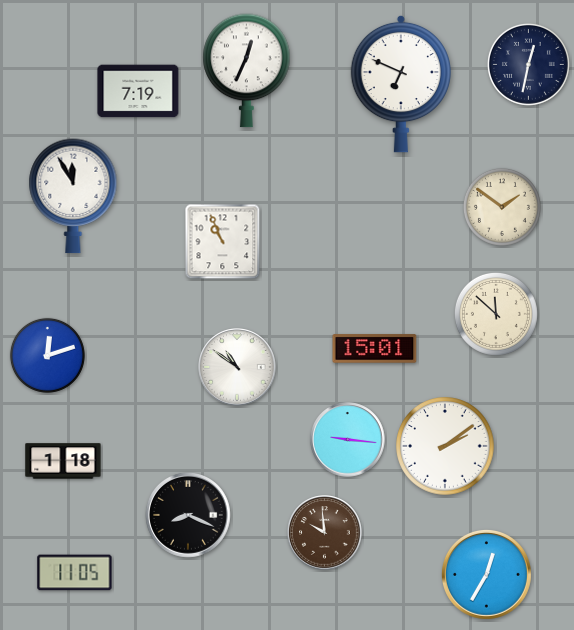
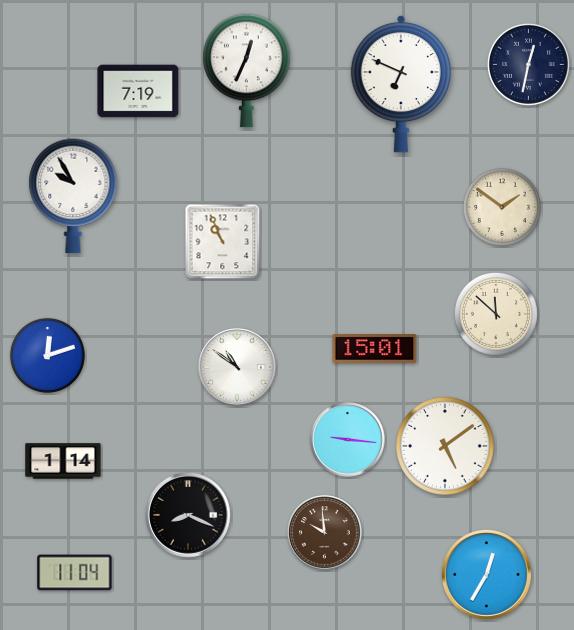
clock at (73, 196): 11:55 -> 9:55
clock at (445, 446): 2:09 -> 5:09
clock at (63, 461): 1:18 -> 1:14
clock at (75, 573): 11:05 -> 11:04
